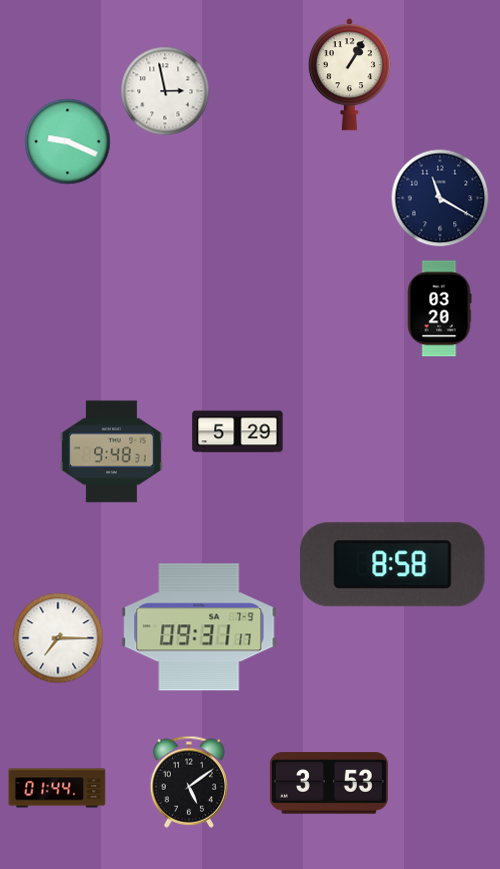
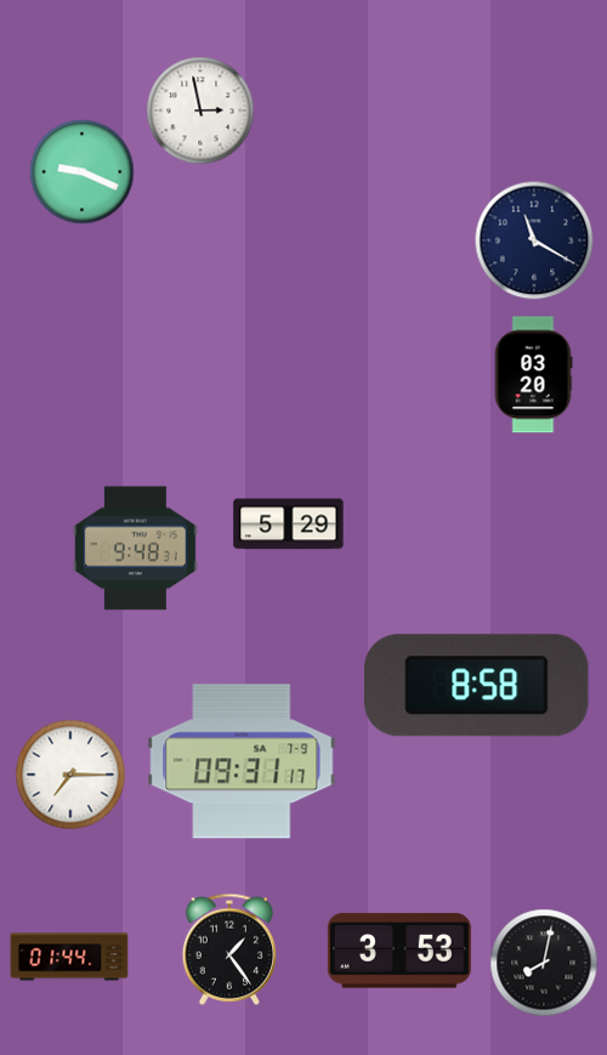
clock at (349, 75): 1:05 -> none
clock at (188, 782): 5:09 -> 1:24
clock at (544, 963): none -> 8:02
